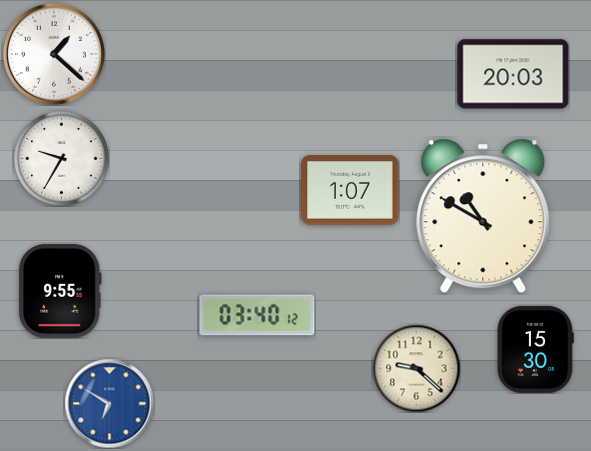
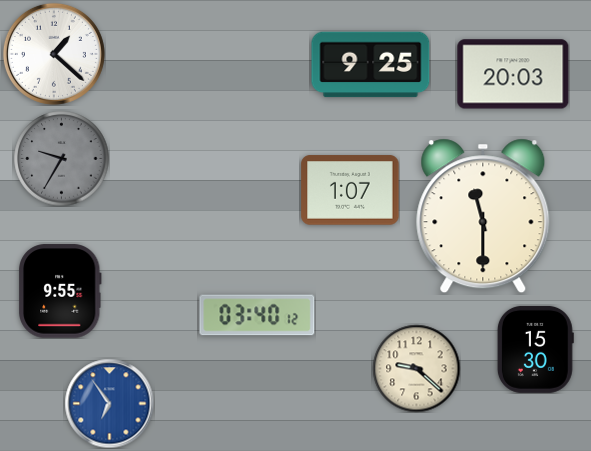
clock at (371, 65): none -> 9:25
clock at (61, 158) dial: white -> grey
clock at (483, 216): 10:50 -> 11:30
clock at (109, 403): 6:50 -> 6:54
